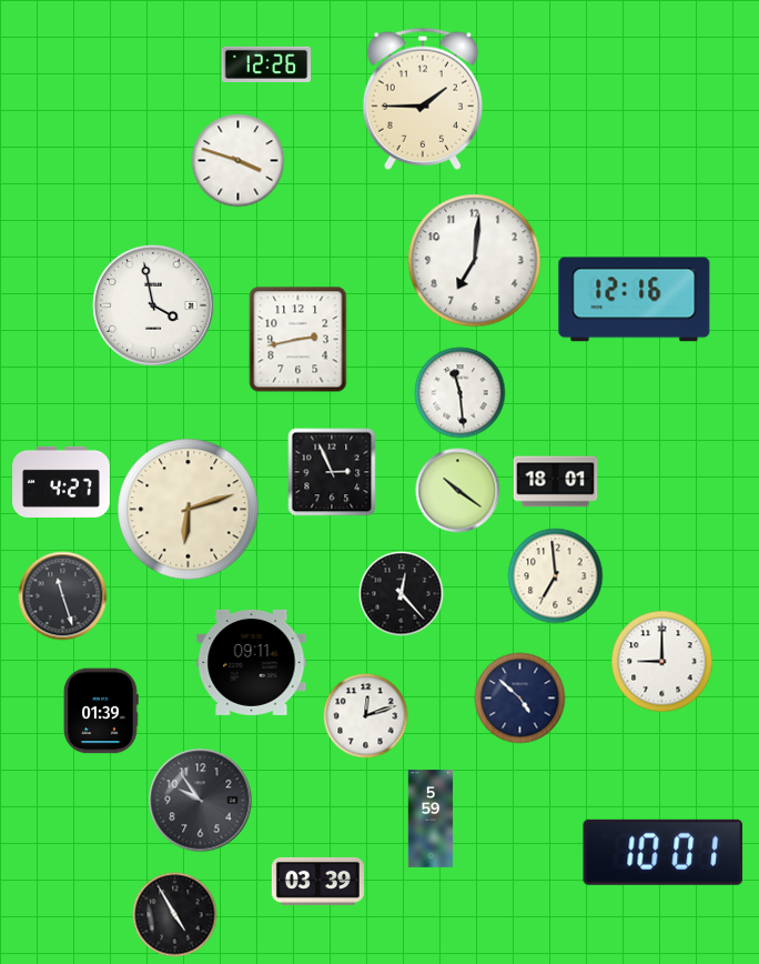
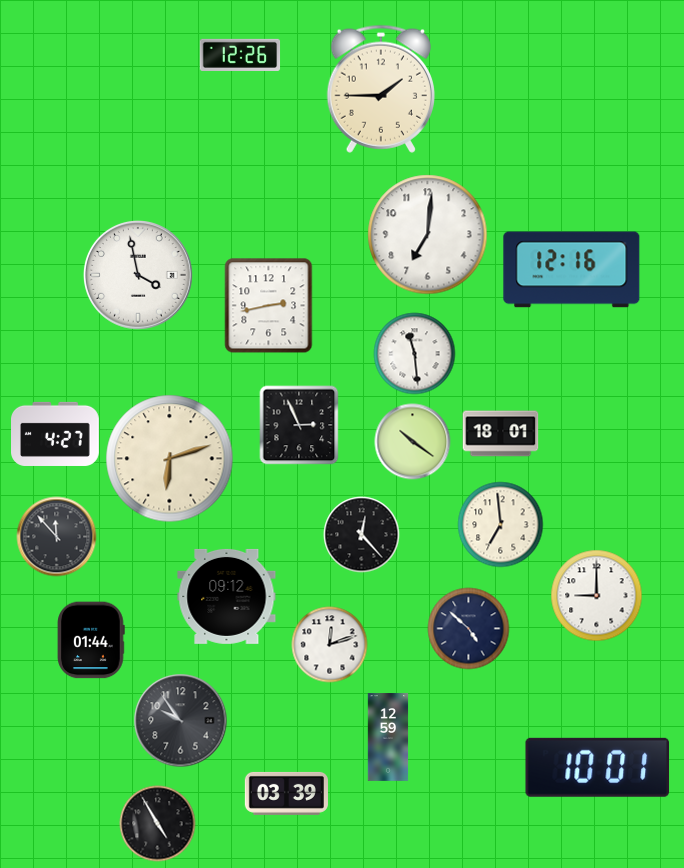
clock at (266, 64) position: (266, 64) -> (240, 55)
clock at (239, 161): 3:48 -> none
clock at (556, 576) position: (556, 576) -> (501, 525)
clock at (63, 596): 11:27 -> 11:53
clock at (252, 662): 09:11 -> 09:12
clock at (101, 711): 01:39 -> 01:44
clock at (431, 819): 5:59 -> 12:59
